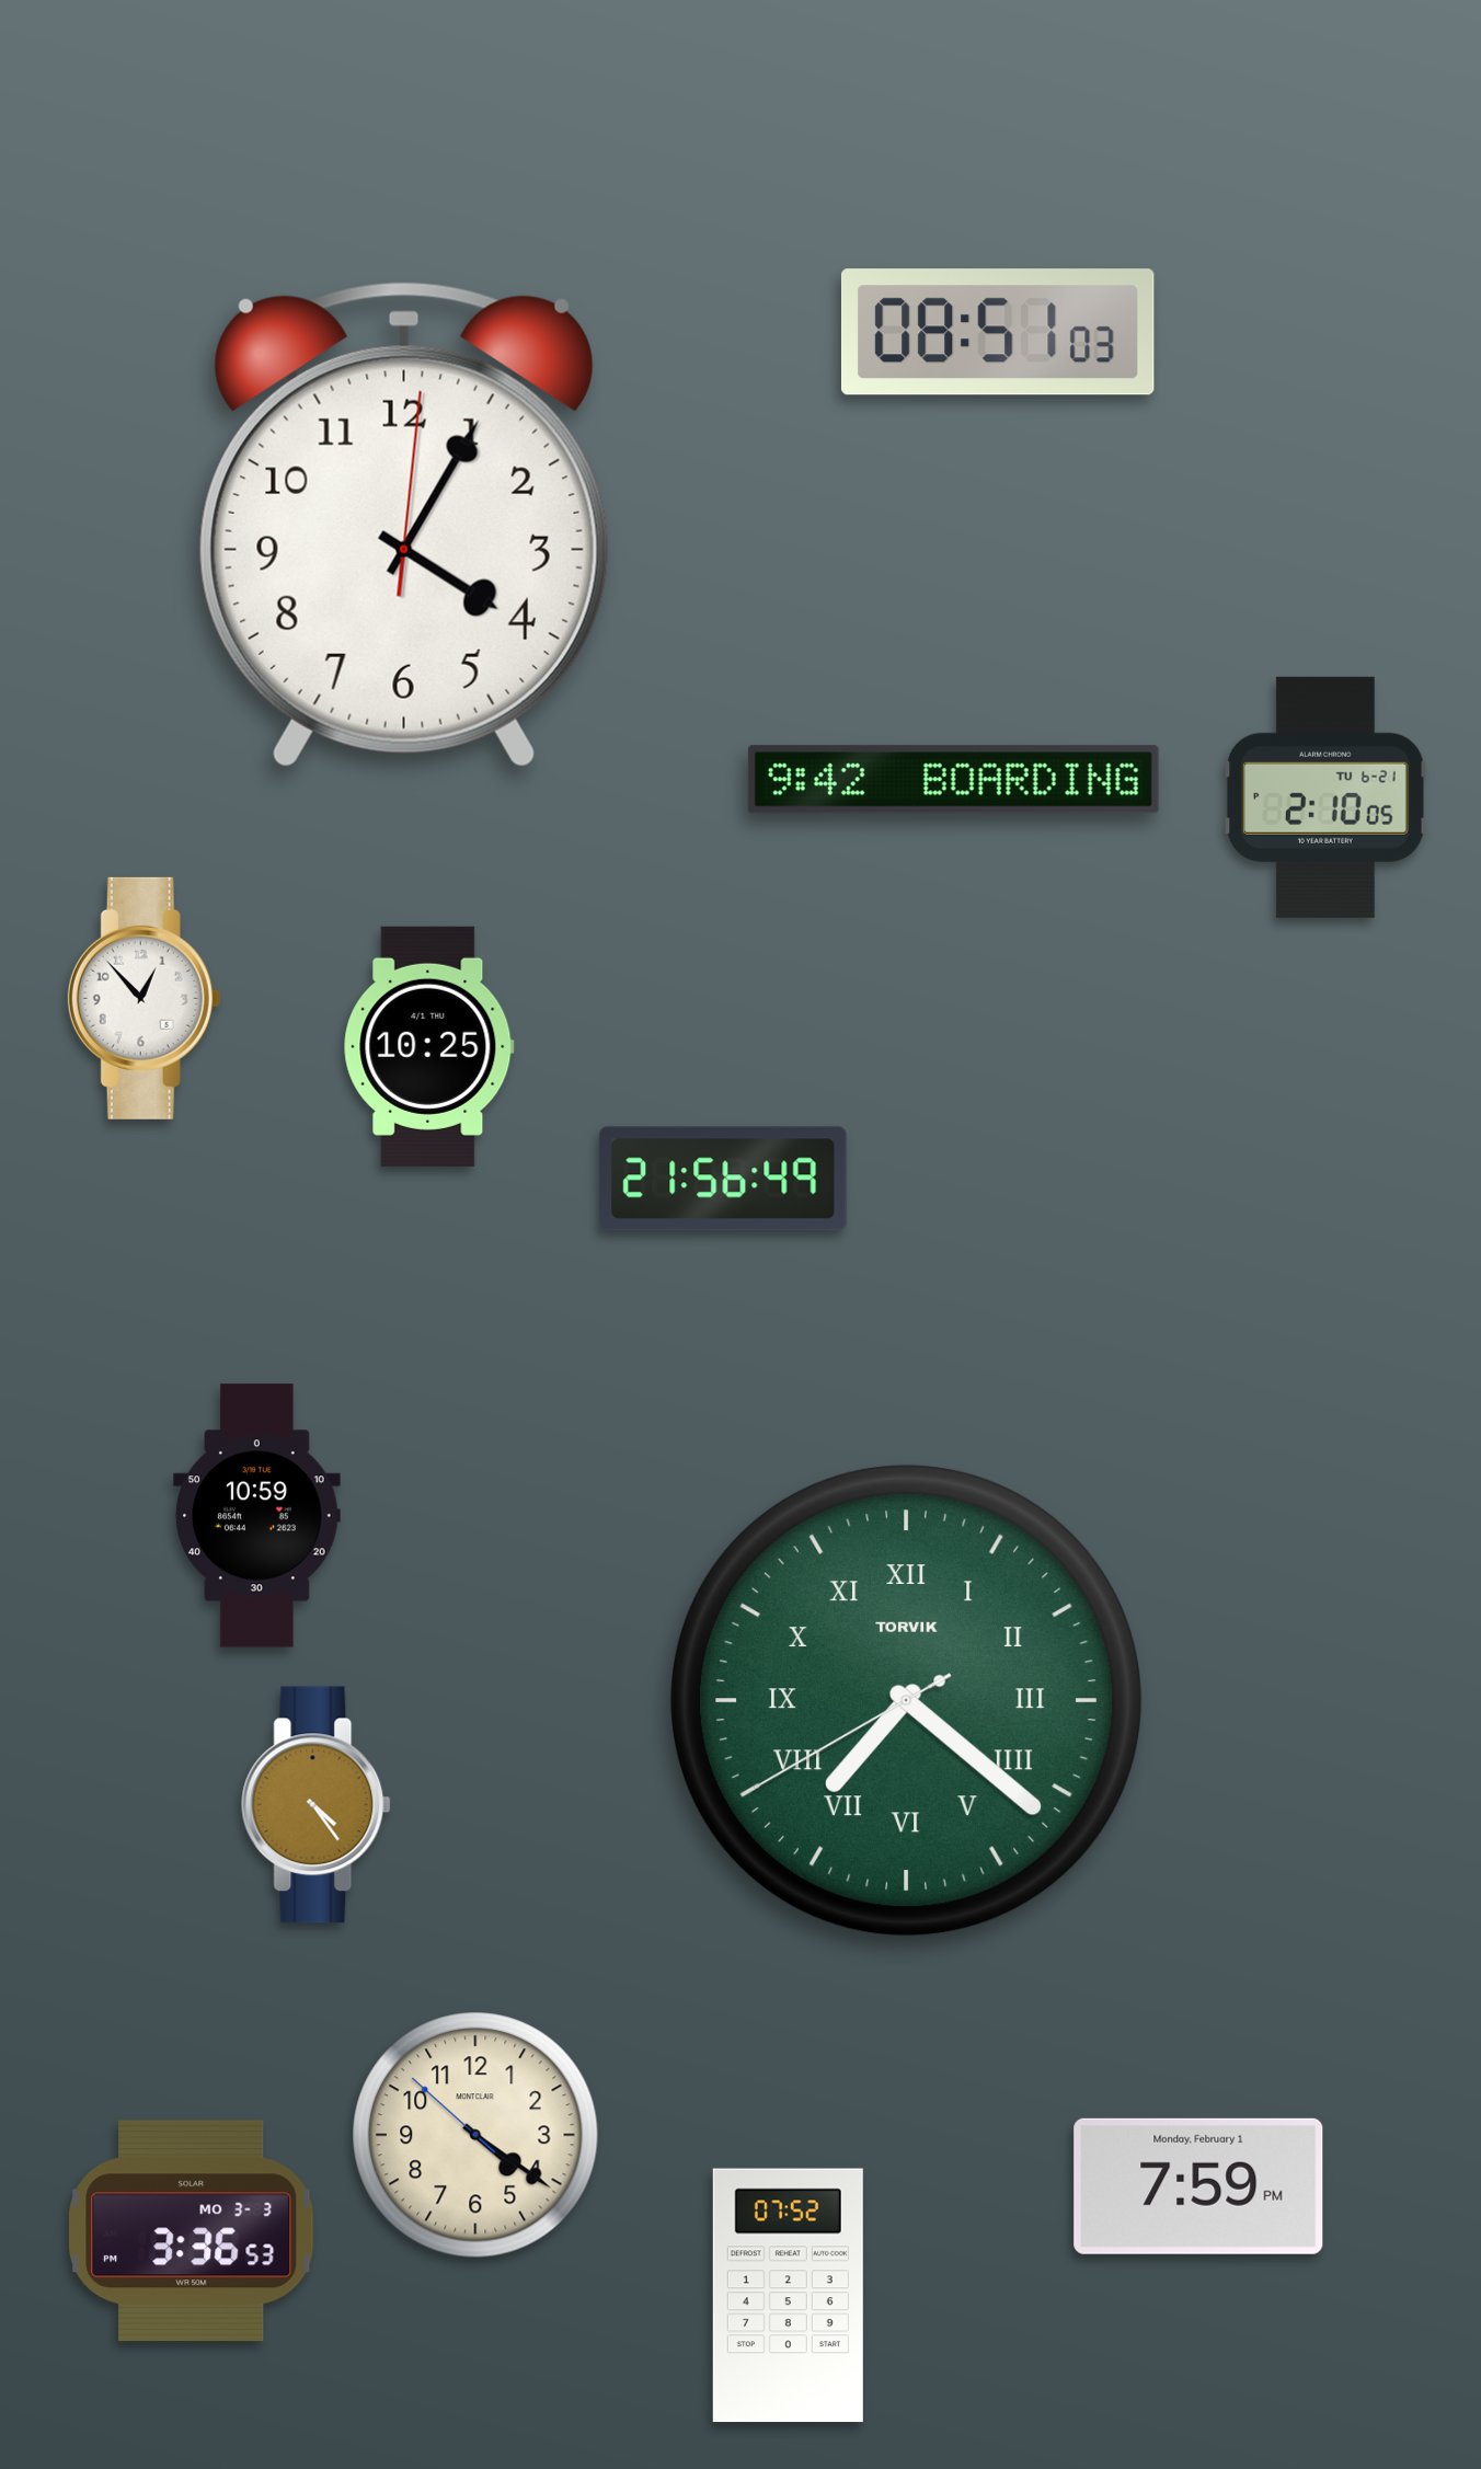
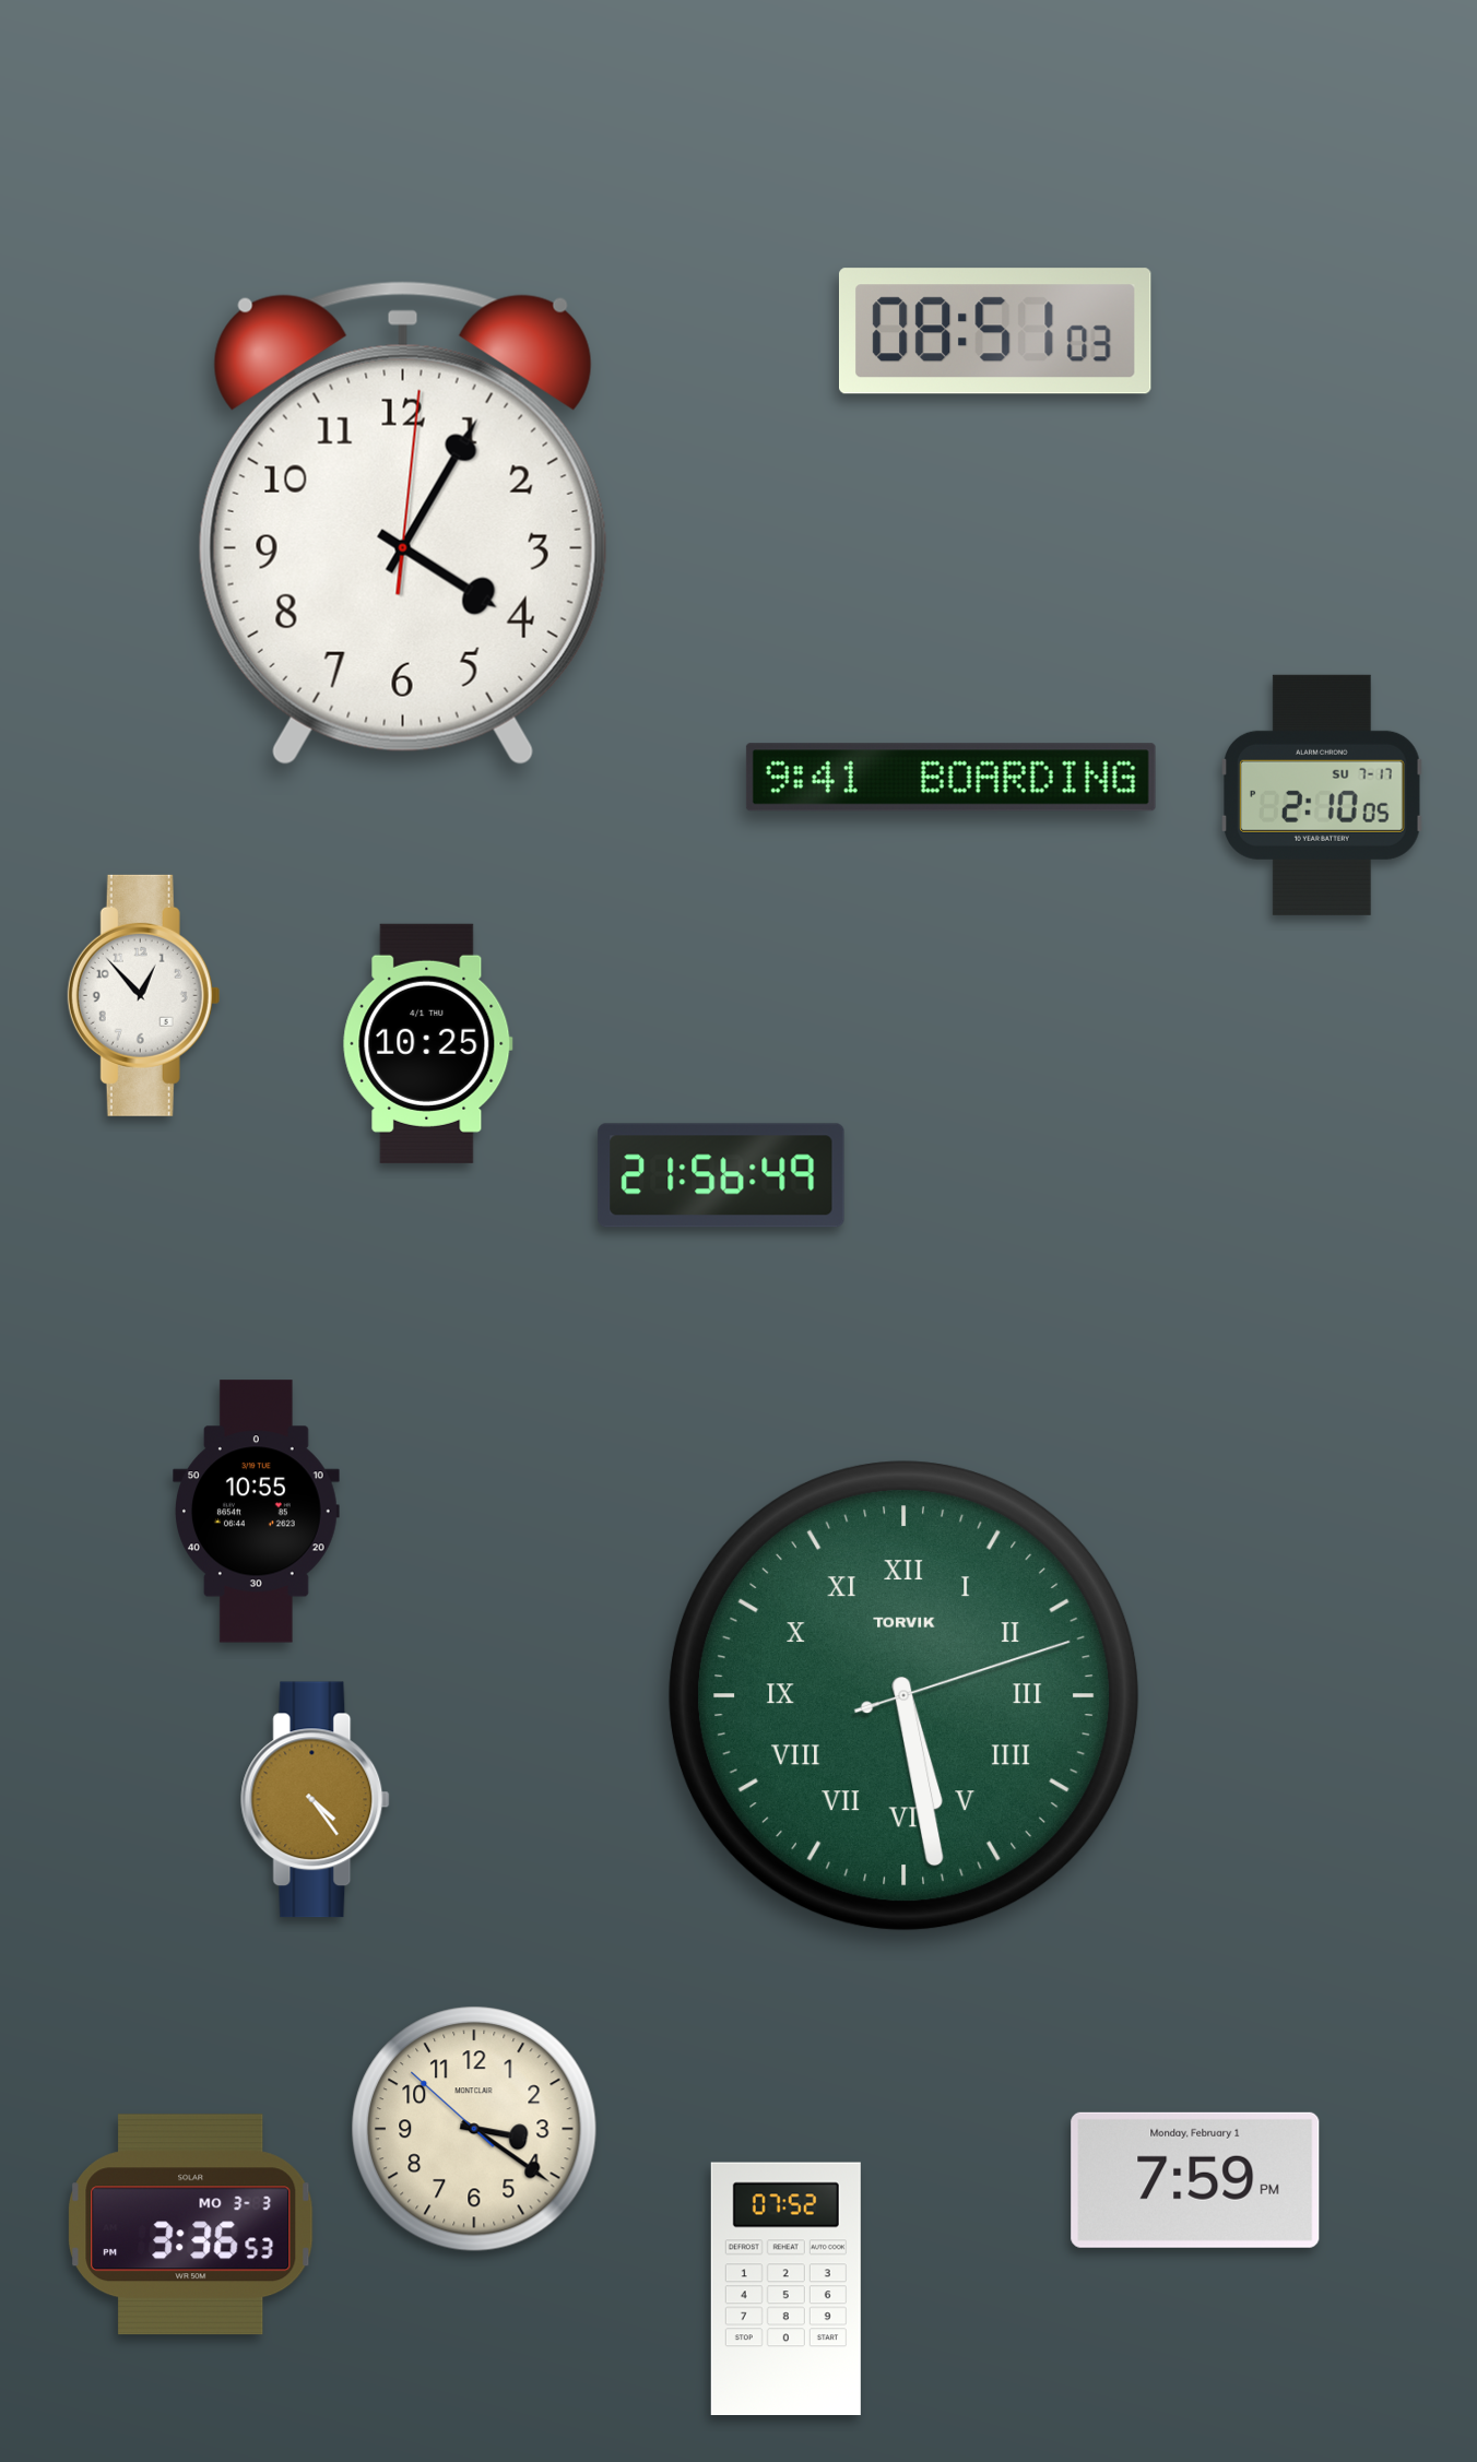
clock at (953, 780): 9:42 -> 9:41
clock at (1327, 797) date: TU 6-21 -> SU 7-17
clock at (257, 1516): 10:59 -> 10:55
clock at (906, 1700): 7:21 -> 5:28
clock at (475, 2135): 4:20 -> 3:20
